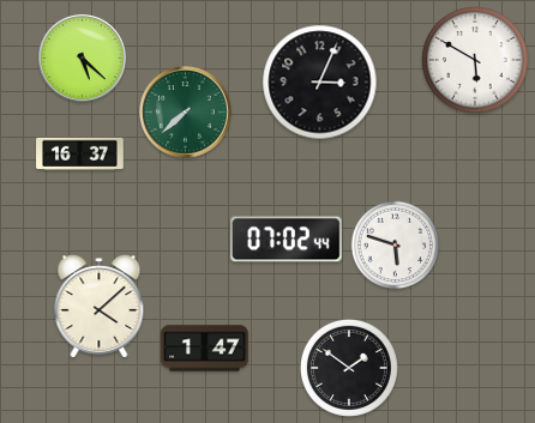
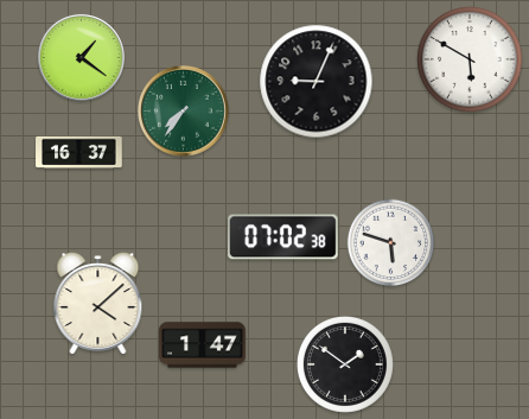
clock at (82, 58): 5:22 -> 1:21
clock at (320, 83): 3:04 -> 9:04
clock at (186, 113): 7:38 -> 7:36
clock at (287, 240): 07:02:44 -> 07:02:38
